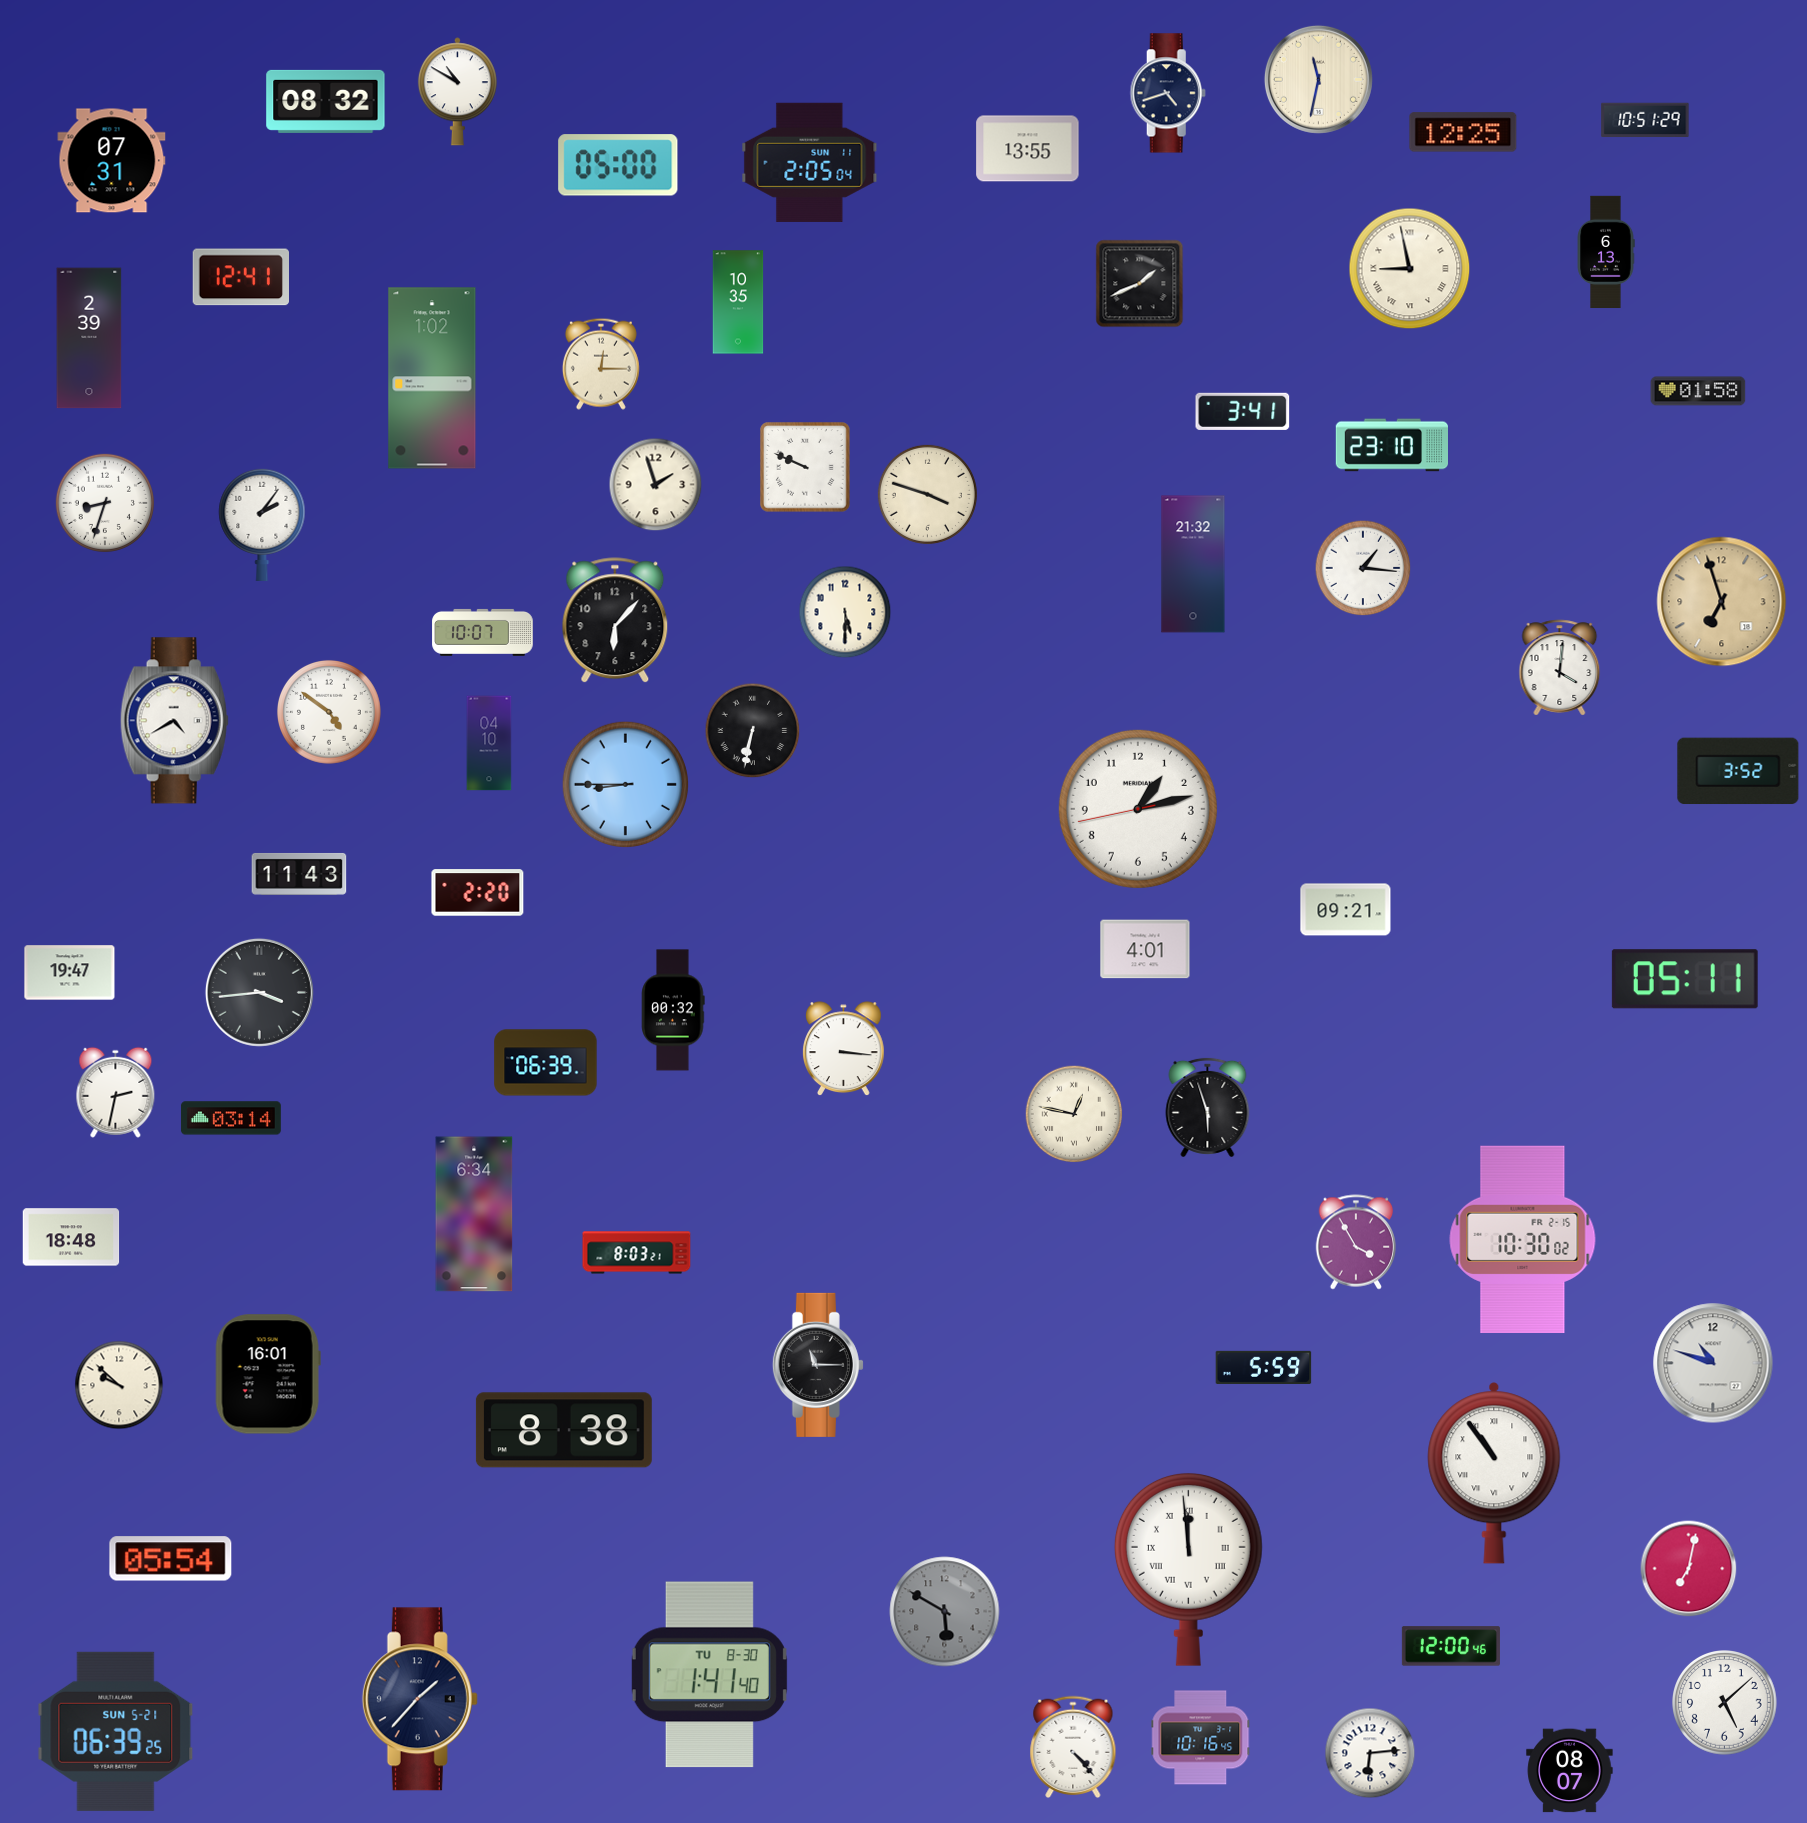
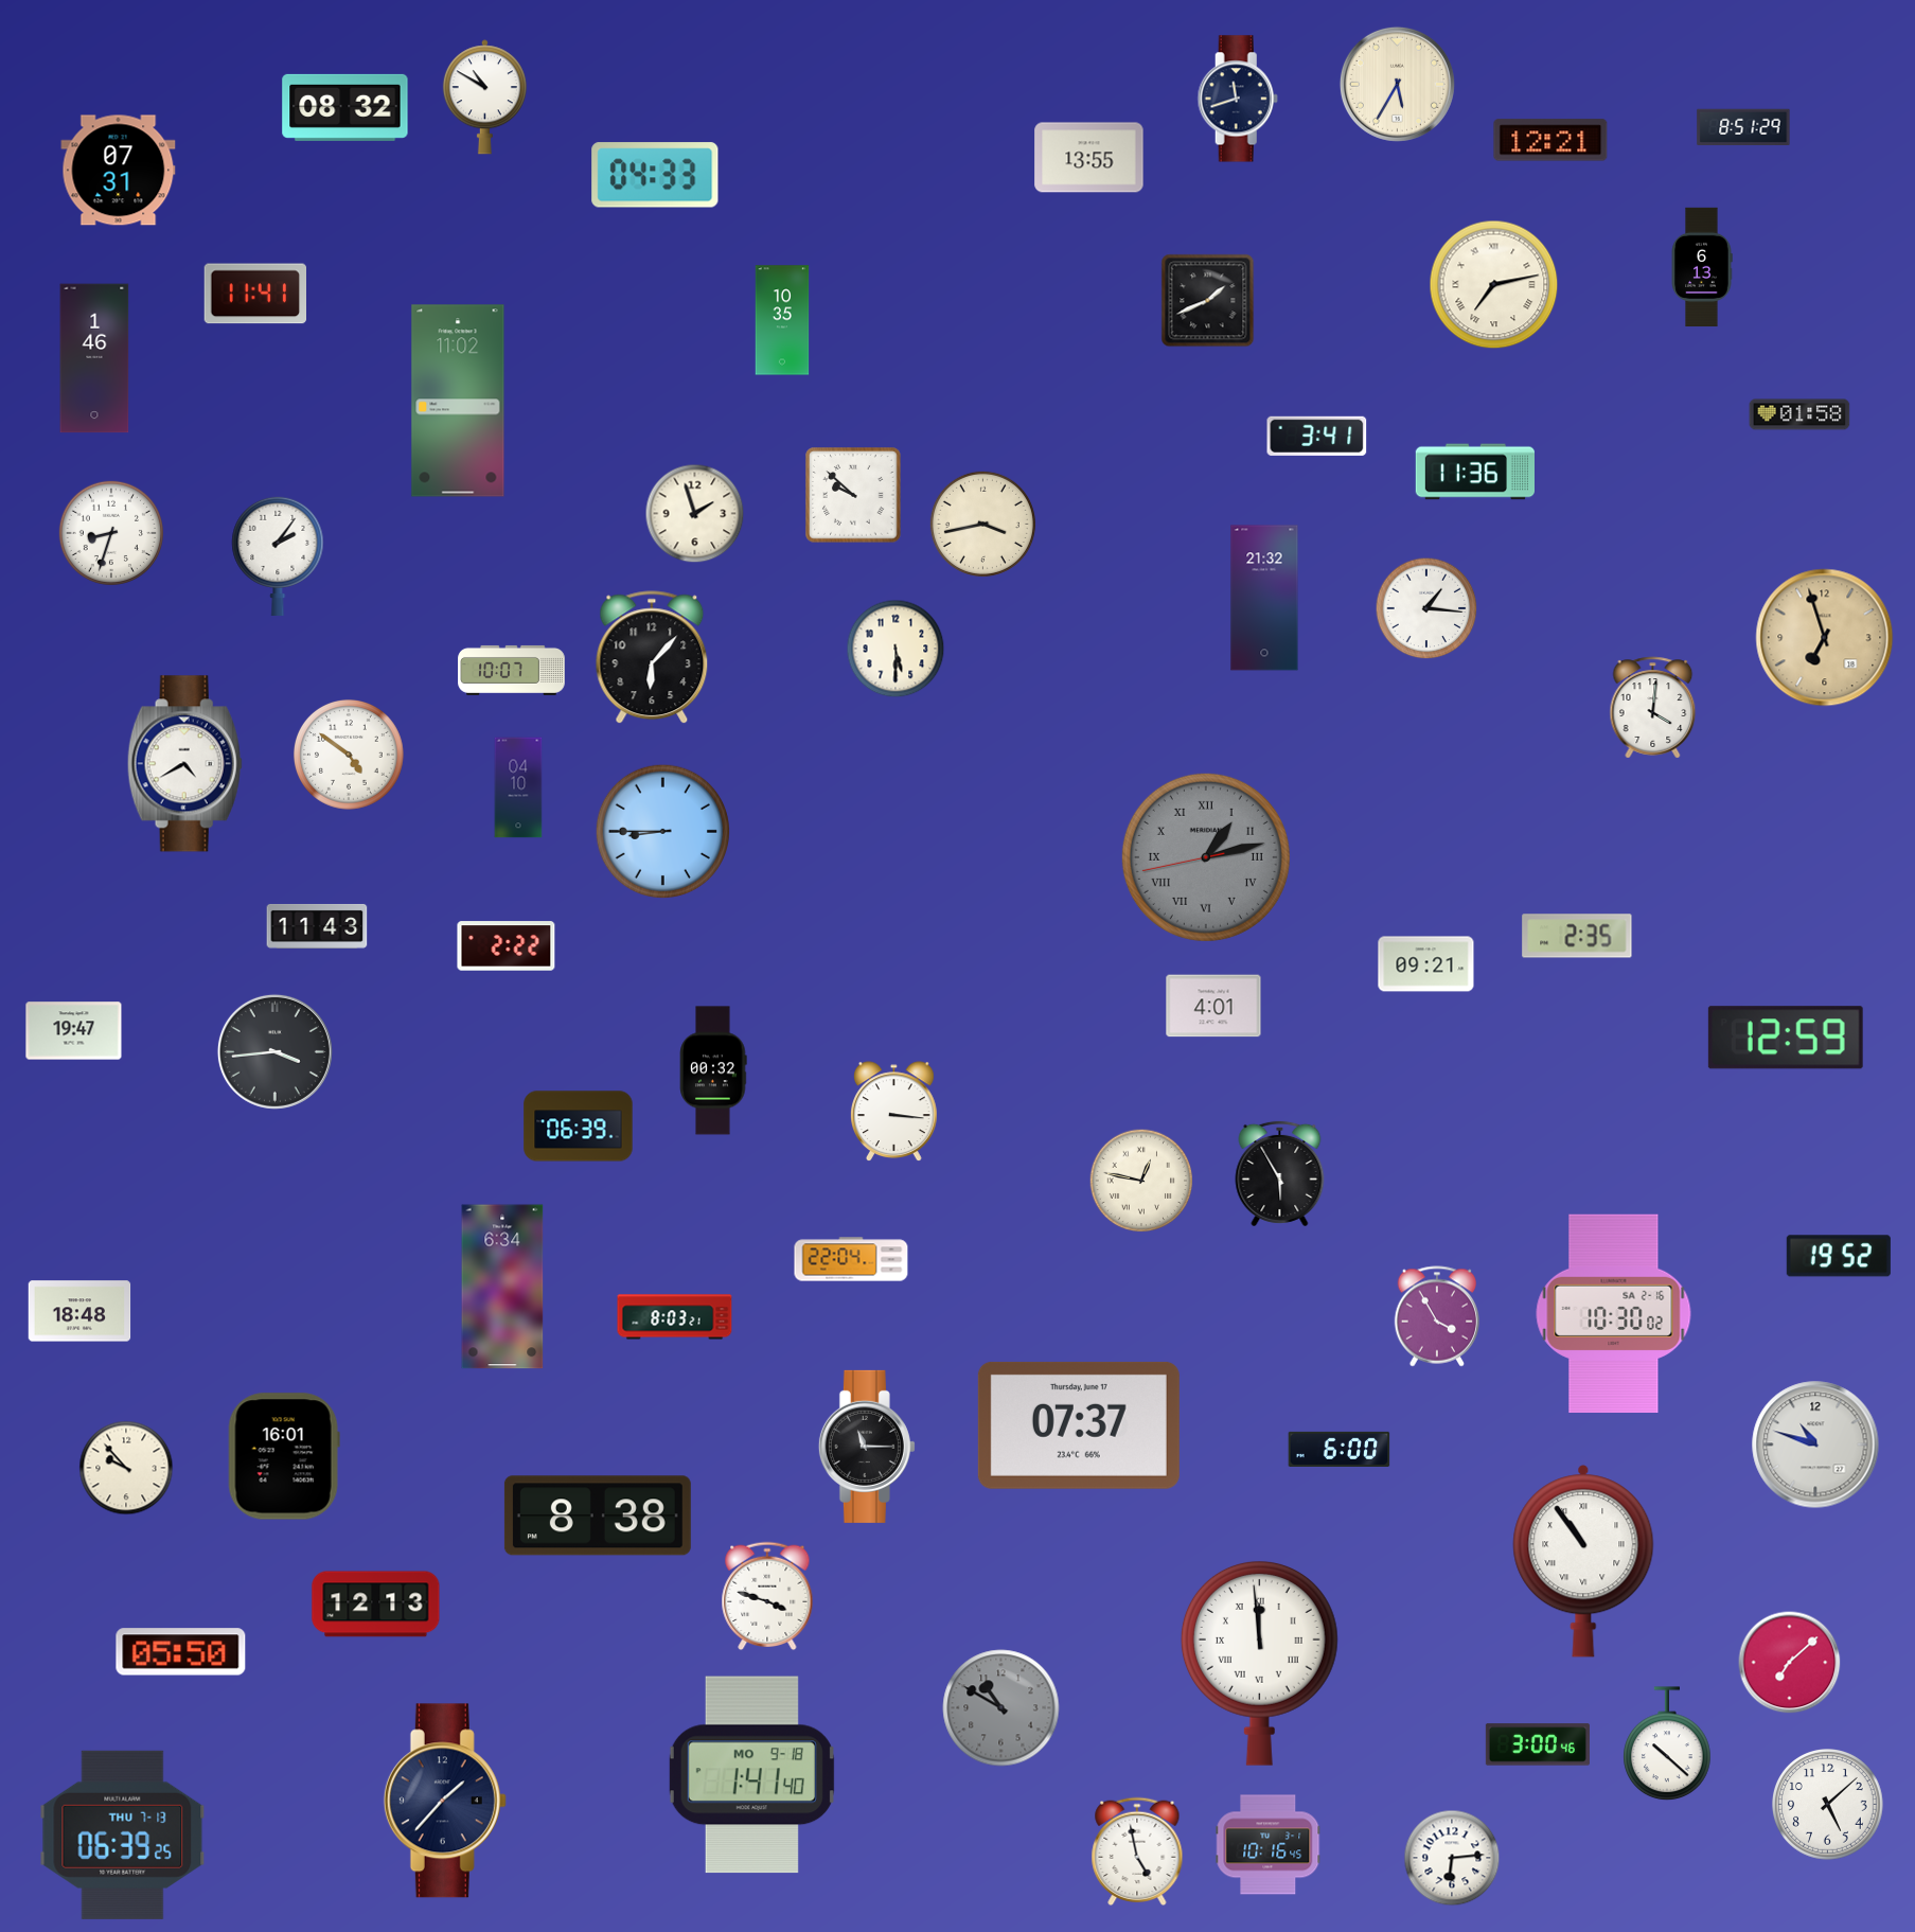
clock at (1318, 79): 11:32 -> 5:35
clock at (1168, 93): 4:42 -> 11:42
clock at (1645, 120): 10:51 -> 8:51
clock at (1463, 132): 12:25 -> 12:21
clock at (810, 162): 2:05 -> none
clock at (618, 165): 05:00 -> 04:33
clock at (1410, 269): 8:58 -> 7:13
clock at (240, 277): 12:41 -> 11:41
clock at (89, 338): 2:39 -> 1:46
clock at (601, 364): 12:15 -> none
clock at (432, 378): 1:02 -> 11:02
clock at (1391, 445): 23:10 -> 11:36
clock at (805, 467): 9:49 -> 9:52
clock at (927, 494): 3:48 -> 3:43
clock at (1363, 568) position: (1363, 568) -> (1426, 608)
clock at (753, 731): 6:32 -> none
clock at (1738, 771): 3:52 -> none
clock at (1138, 809) dial: white -> grey
clock at (1138, 809) numerals: Arabic -> Roman
clock at (1577, 936): none -> 2:35
clock at (478, 893): 2:20 -> 2:22
clock at (1685, 979): 05:11 -> 12:59
clock at (116, 1092): 2:32 -> none
clock at (1208, 1107): 5:57 -> 5:55
clock at (1074, 1114) position: (1074, 1114) -> (1141, 1181)
clock at (231, 1118): 03:14 -> none
clock at (1839, 1256): none -> 19:52
clock at (851, 1259): none -> 22:04
clock at (71, 1237) position: (71, 1237) -> (79, 1311)
clock at (1523, 1239) date: FR 2-15 -> SA 2-16
clock at (637, 1253) position: (637, 1253) -> (675, 1317)
clock at (1079, 1425): none -> 07:37
clock at (1264, 1367): 5:59 -> 6:00
clock at (119, 1385): 9:52 -> 9:53
clock at (767, 1596): none -> 3:48
clock at (376, 1605): none -> 12:13
clock at (171, 1559): 05:54 -> 05:50
clock at (1689, 1569): 7:02 -> 7:08
clock at (945, 1612): 5:50 -> 10:50
clock at (1451, 1646): 12:00 -> 3:00
clock at (1667, 1744): none -> 10:22
clock at (709, 1675) date: TU 8-30 -> MO 9-18
clock at (116, 1731) date: SUN 5-21 -> THU 7-13
clock at (1201, 1738) position: (1201, 1738) -> (1269, 1845)
clock at (1073, 1747): 4:23 -> 4:58
clock at (1570, 1771): 08:07 -> none
